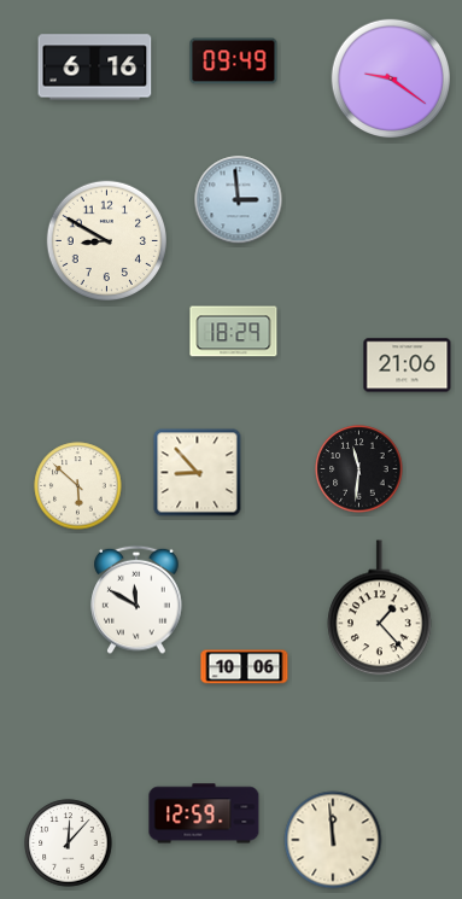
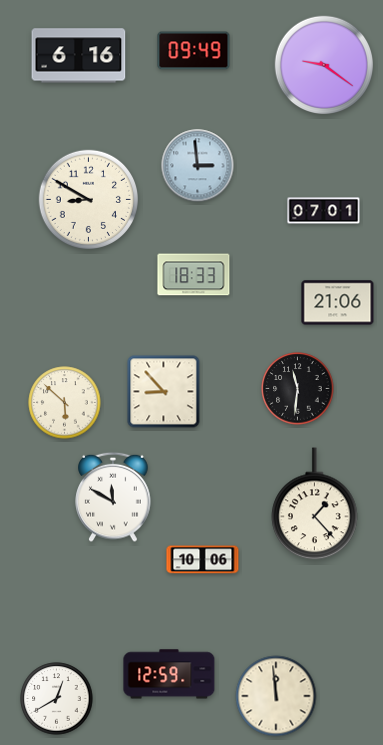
clock at (324, 211): none -> 07:01
clock at (234, 332): 18:29 -> 18:33
clock at (245, 667) position: (245, 667) -> (203, 560)
clock at (69, 843): 12:07 -> 12:40
